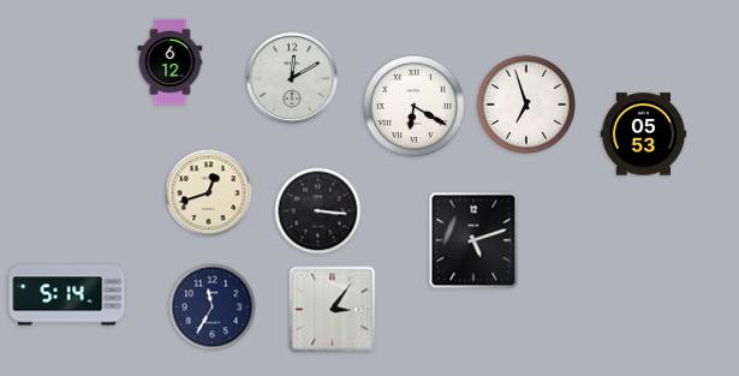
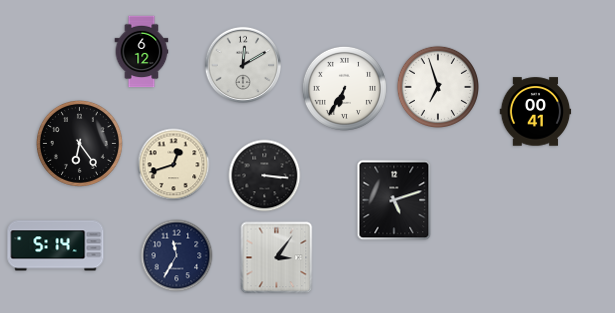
clock at (413, 106): 6:20 -> 6:35
clock at (644, 135): 05:53 -> 00:41
clock at (79, 143): none -> 6:24
clock at (209, 193) position: (209, 193) -> (174, 165)
